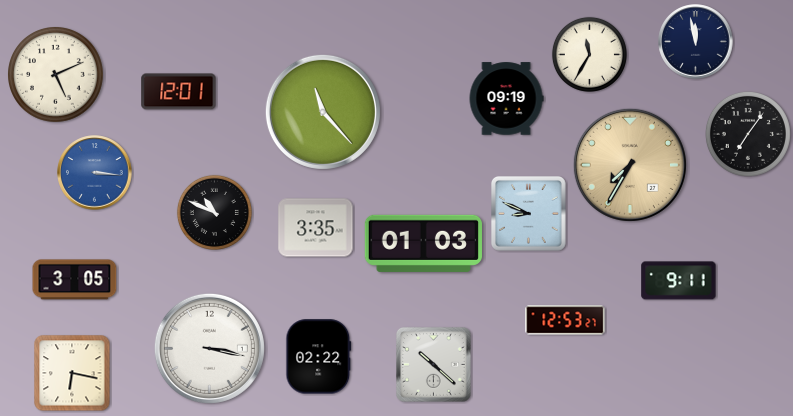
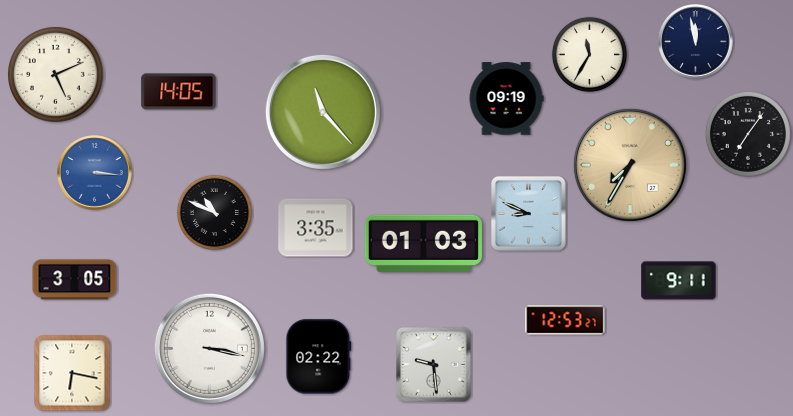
clock at (179, 92): 12:01 -> 14:05
clock at (434, 365): 10:22 -> 9:29
